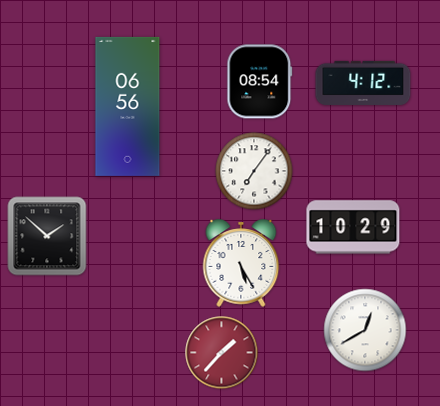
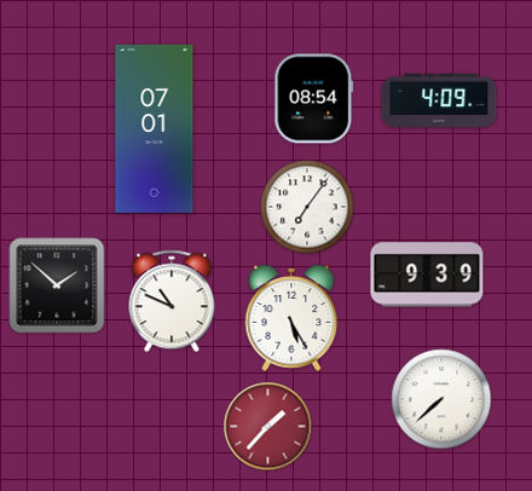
clock at (363, 83): 4:12 -> 4:09
clock at (128, 106): 06:56 -> 07:01
clock at (353, 227): 10:29 -> 9:39
clock at (172, 301): none -> 10:49
clock at (365, 330): 12:40 -> 7:38
